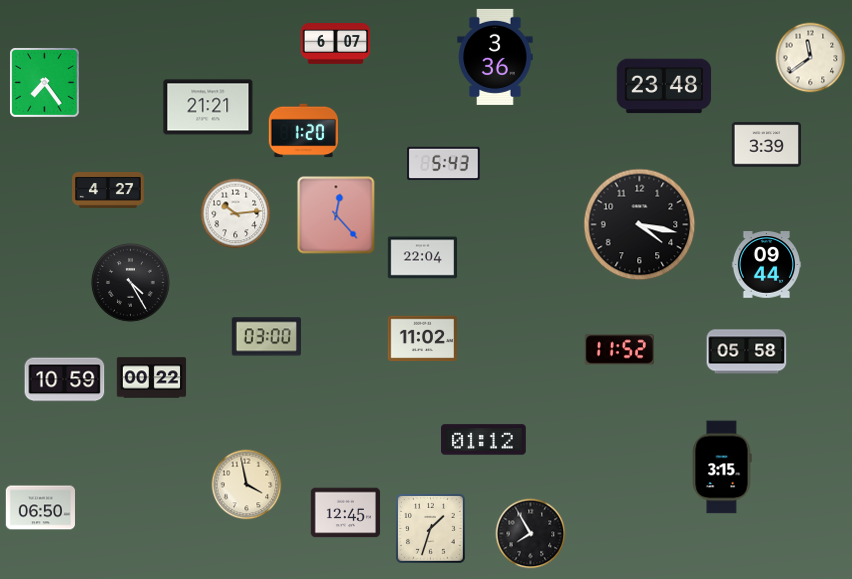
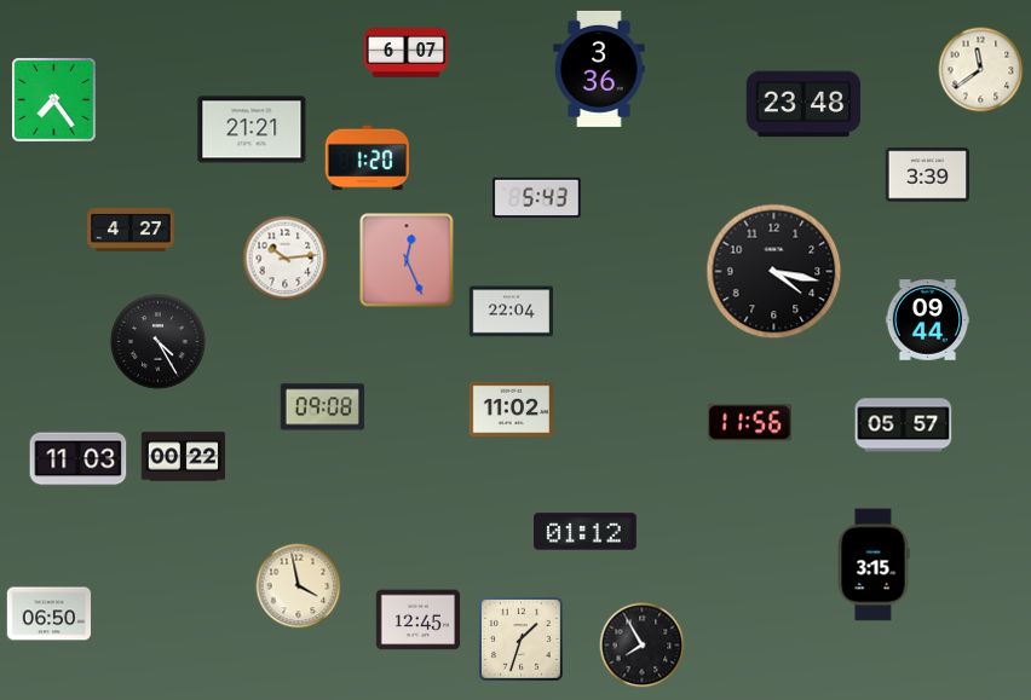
clock at (336, 215): 12:23 -> 12:26
clock at (266, 337): 03:00 -> 09:08
clock at (619, 350): 11:52 -> 11:56
clock at (747, 352): 05:58 -> 05:57
clock at (65, 380): 10:59 -> 11:03
